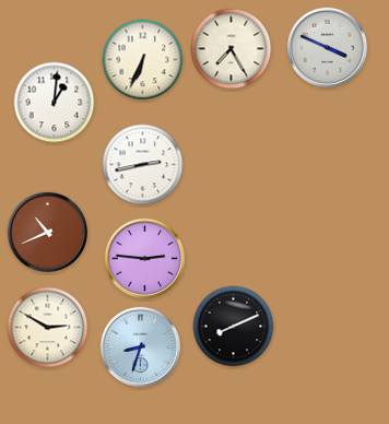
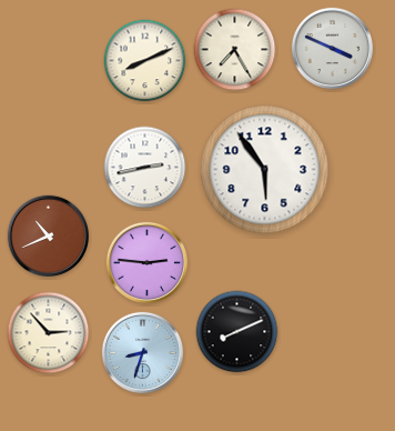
clock at (143, 60): 6:34 -> 8:11
clock at (55, 103): 1:01 -> none
clock at (265, 170): none -> 5:54
clock at (48, 328): 2:50 -> 2:53
